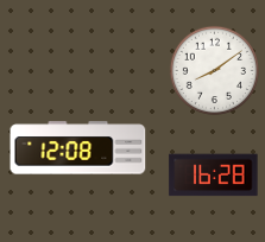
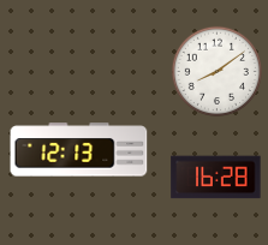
clock at (78, 148): 12:08 -> 12:13
